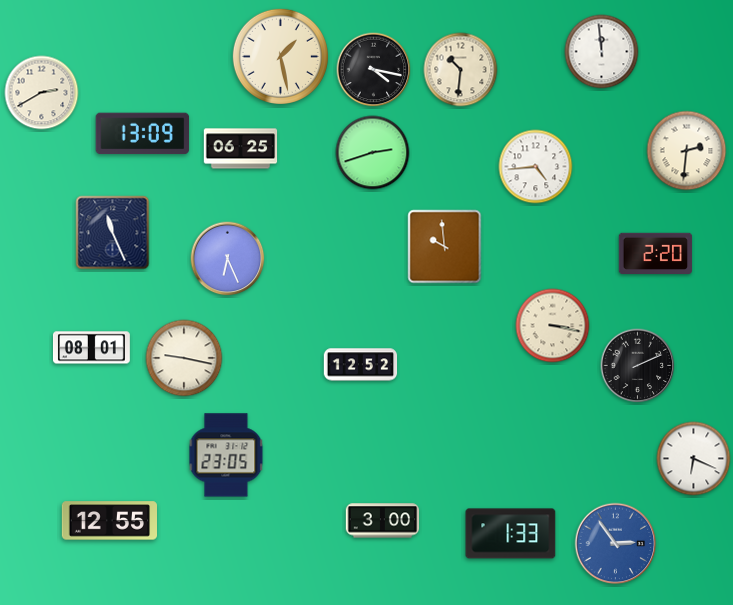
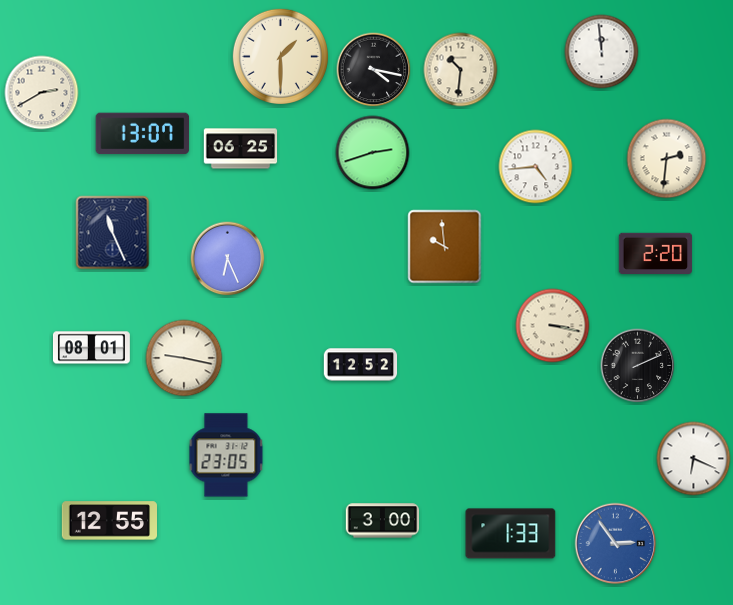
clock at (280, 56): 1:28 -> 1:30
clock at (143, 134): 13:09 -> 13:07
clock at (687, 151) position: (687, 151) -> (667, 159)
